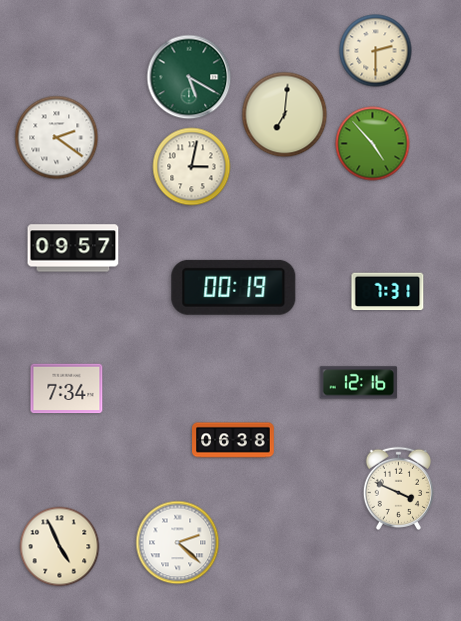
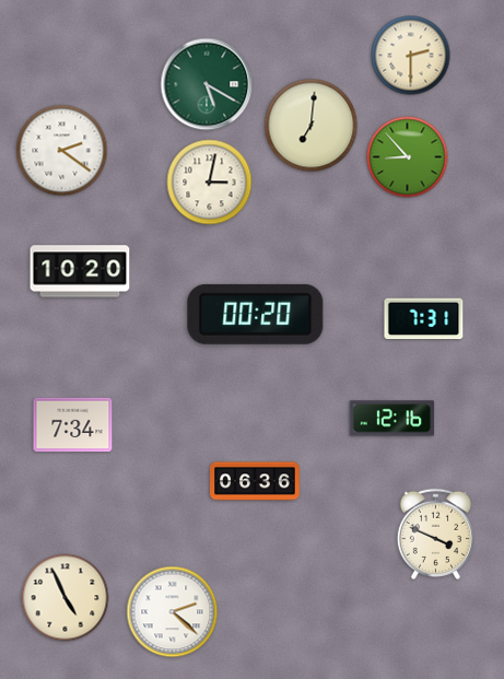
clock at (373, 144): 4:53 -> 8:53
clock at (73, 248): 09:57 -> 10:20
clock at (234, 287): 00:19 -> 00:20
clock at (233, 440): 06:38 -> 06:36
clock at (178, 543) position: (178, 543) -> (173, 612)
